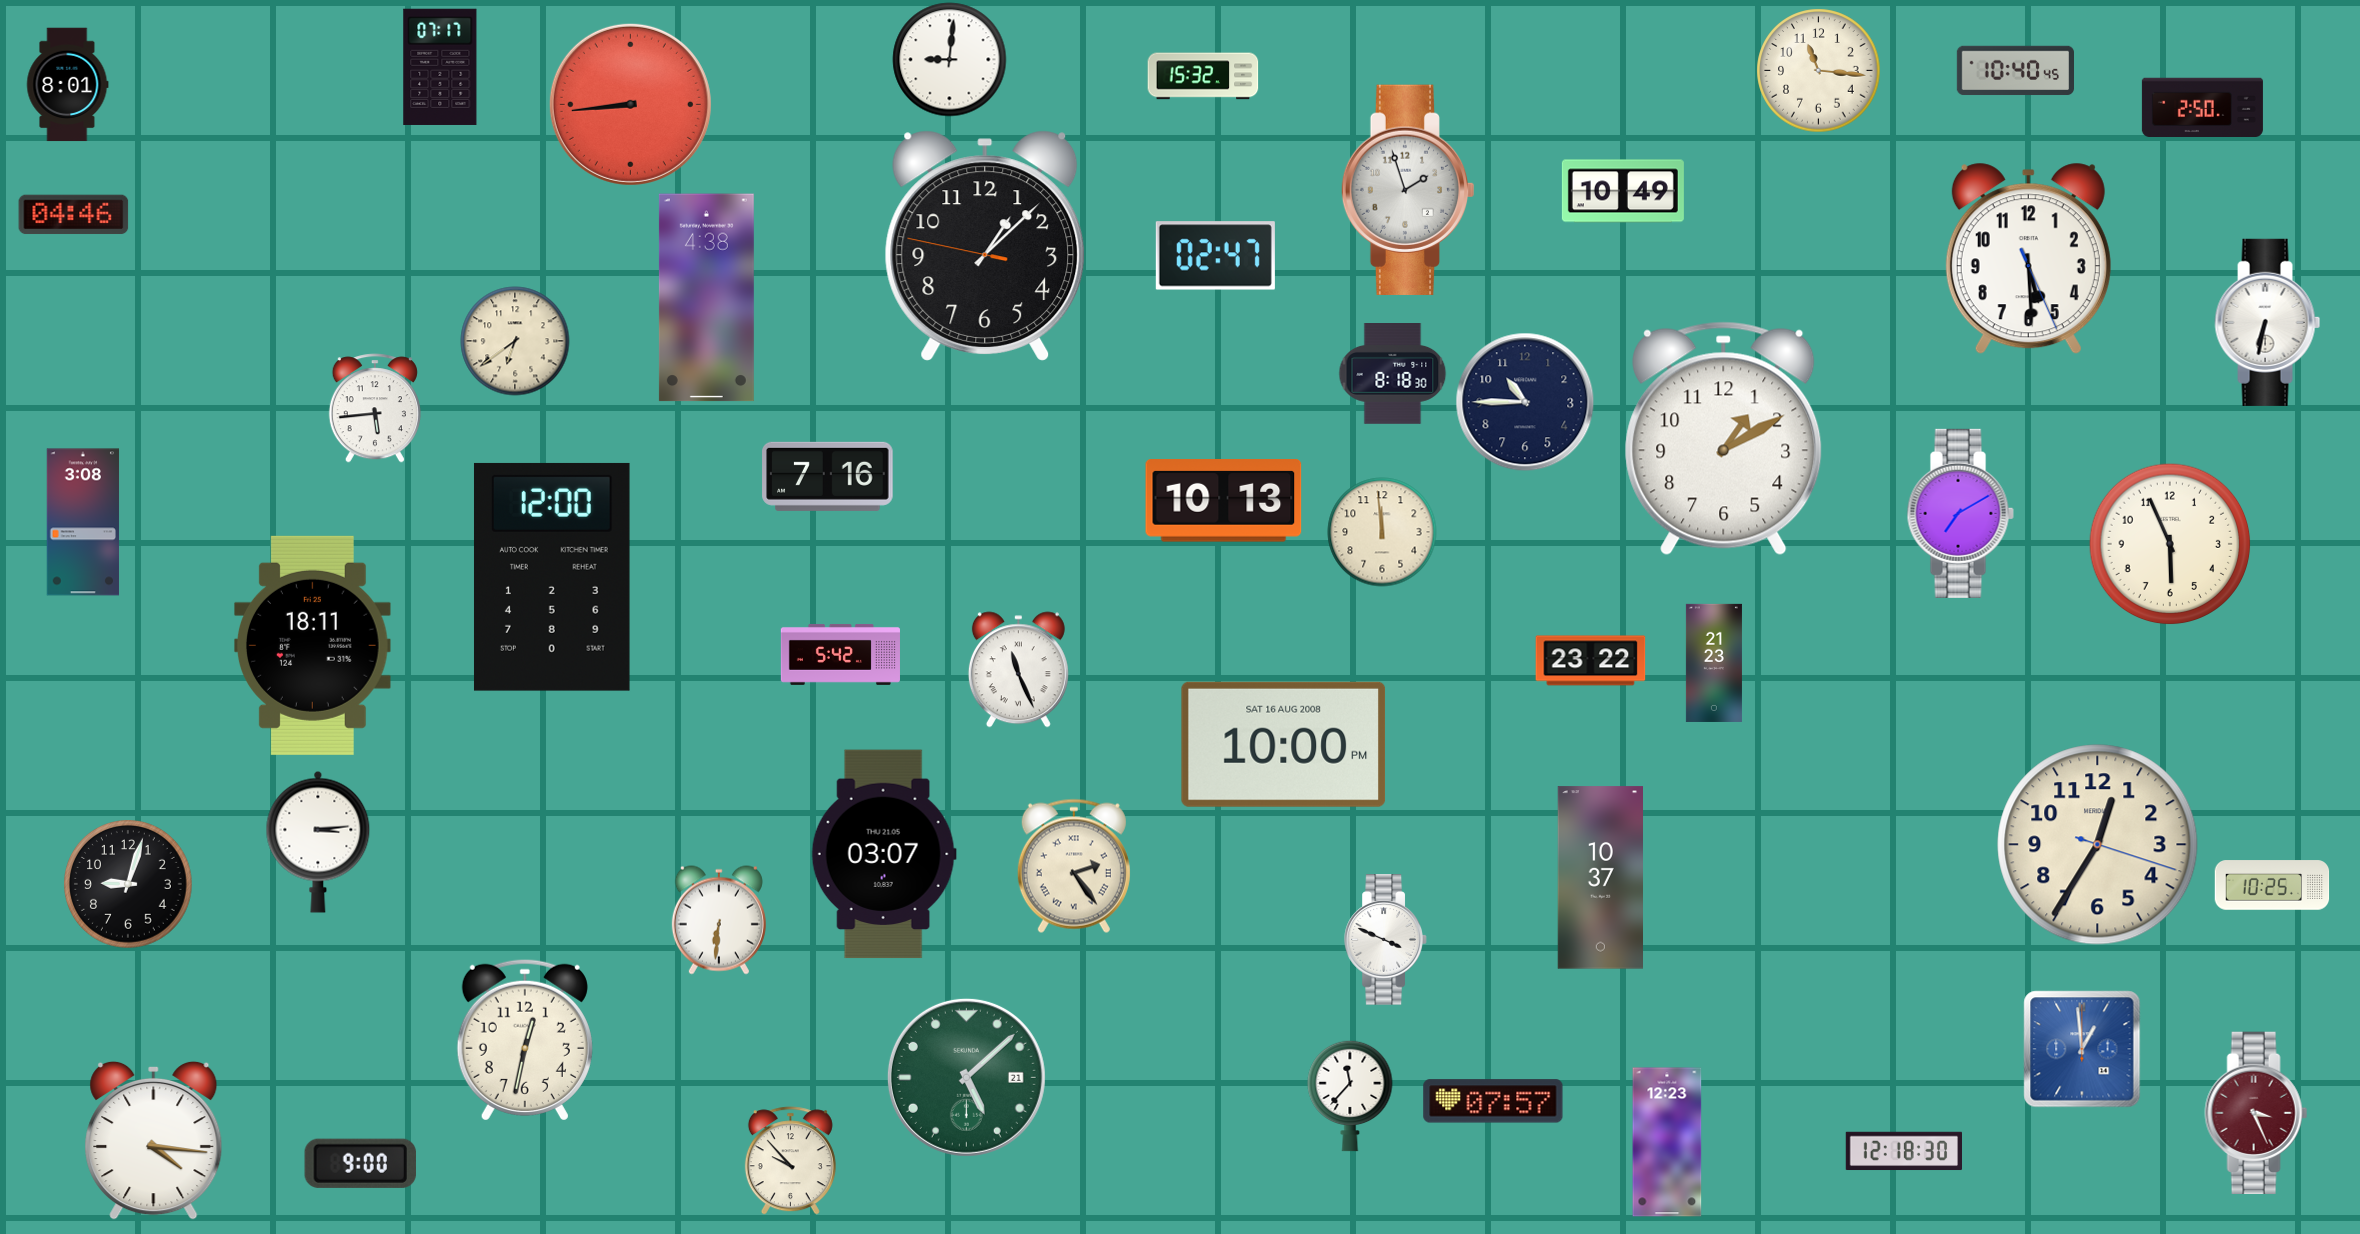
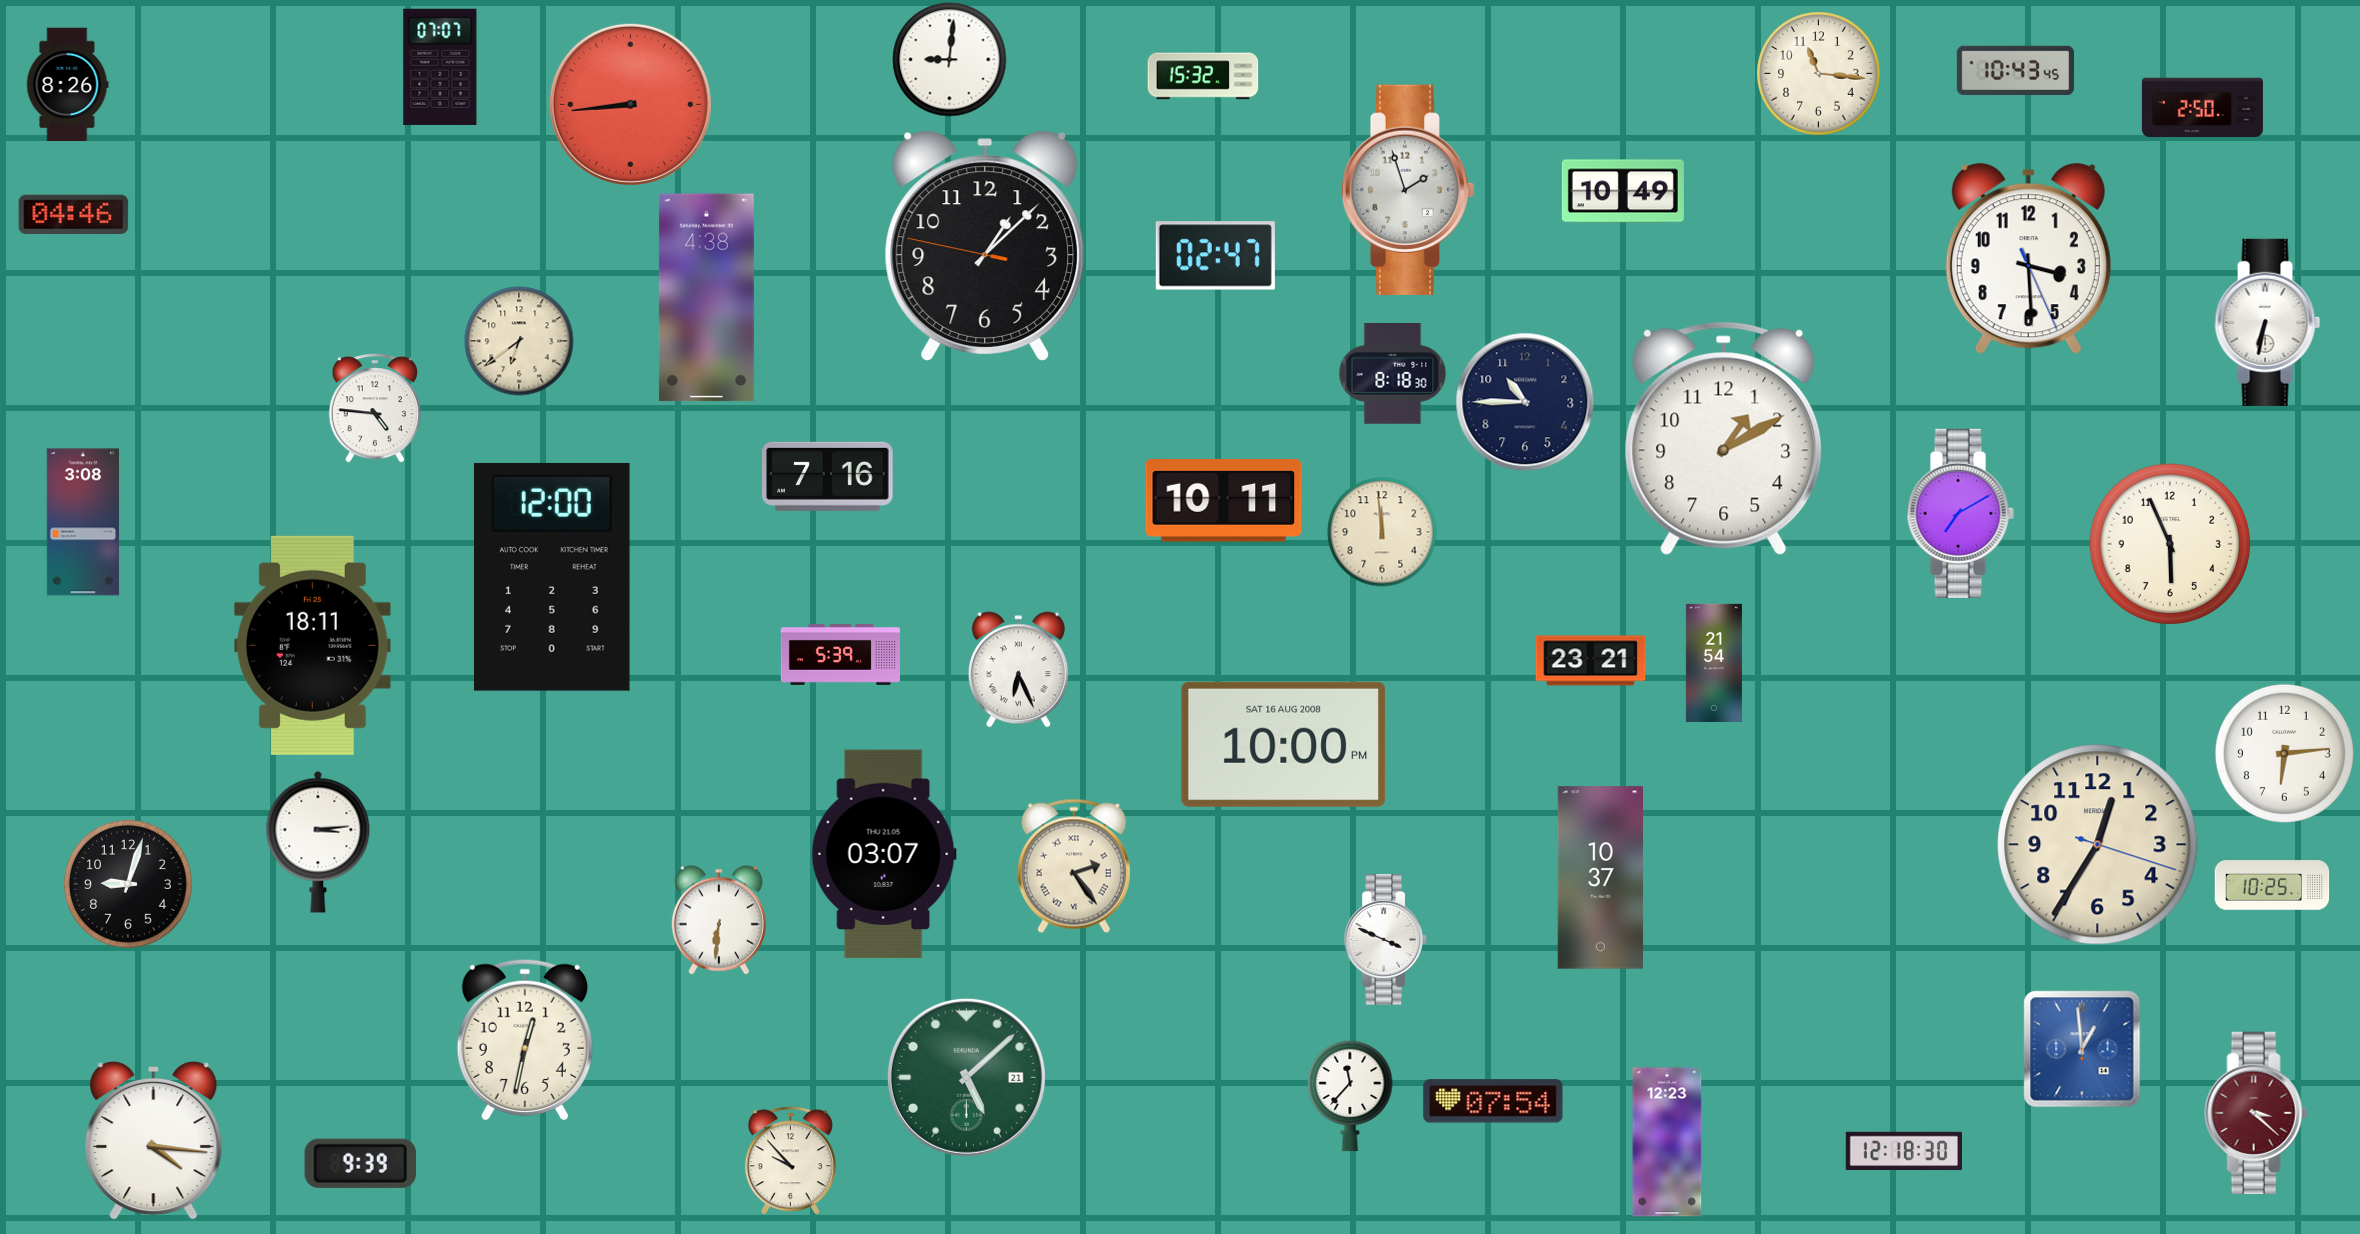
clock at (440, 67): 07:17 -> 07:07
clock at (1819, 71) position: (1819, 71) -> (1819, 74)
clock at (2015, 71): 10:40 -> 10:43
clock at (67, 85): 8:01 -> 8:26
clock at (2028, 259): 5:29 -> 3:29
clock at (515, 341) position: (515, 341) -> (519, 341)
clock at (375, 408): 5:44 -> 4:46
clock at (1224, 501): 10:13 -> 10:11
clock at (840, 654): 5:42 -> 5:39
clock at (1591, 661): 23:22 -> 23:21
clock at (1714, 663): 21:23 -> 21:54
clock at (1018, 670): 11:26 -> 6:26
clock at (2284, 753): none -> 6:14
clock at (1493, 1101): 07:57 -> 07:54
clock at (2256, 1112): 3:26 -> 3:22
clock at (360, 1163): 9:00 -> 9:39
